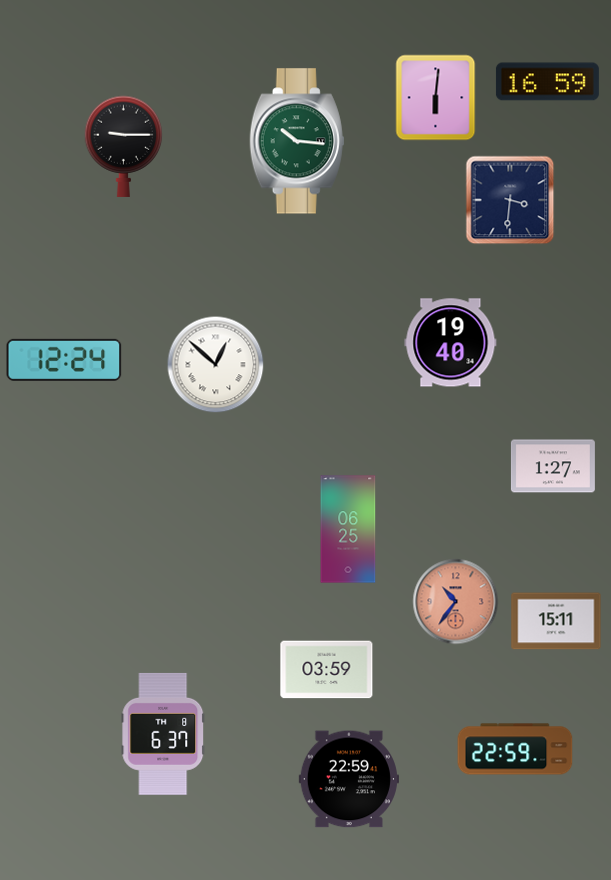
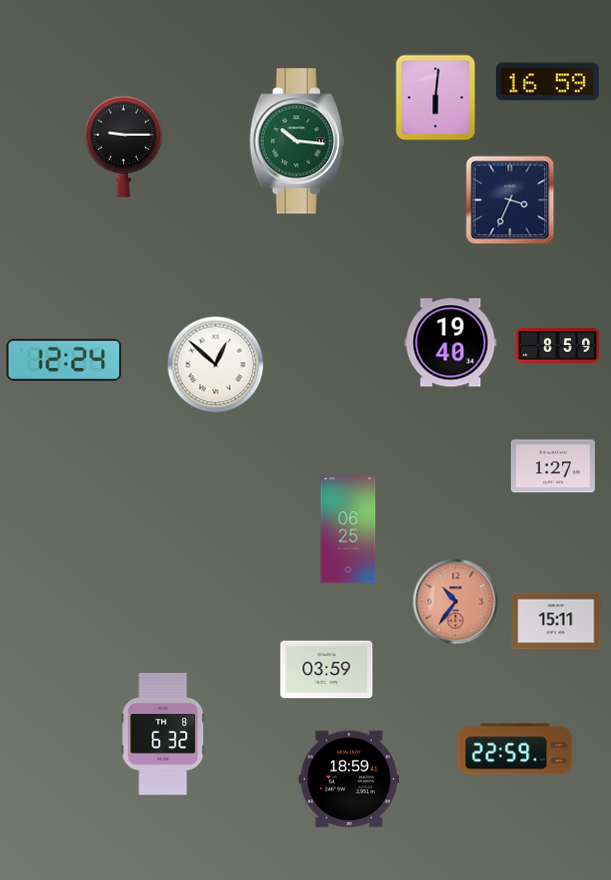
clock at (510, 200): 3:31 -> 3:34
clock at (557, 346): none -> 8:59
clock at (163, 734): 6:37 -> 6:32
clock at (349, 779): 22:59 -> 18:59
